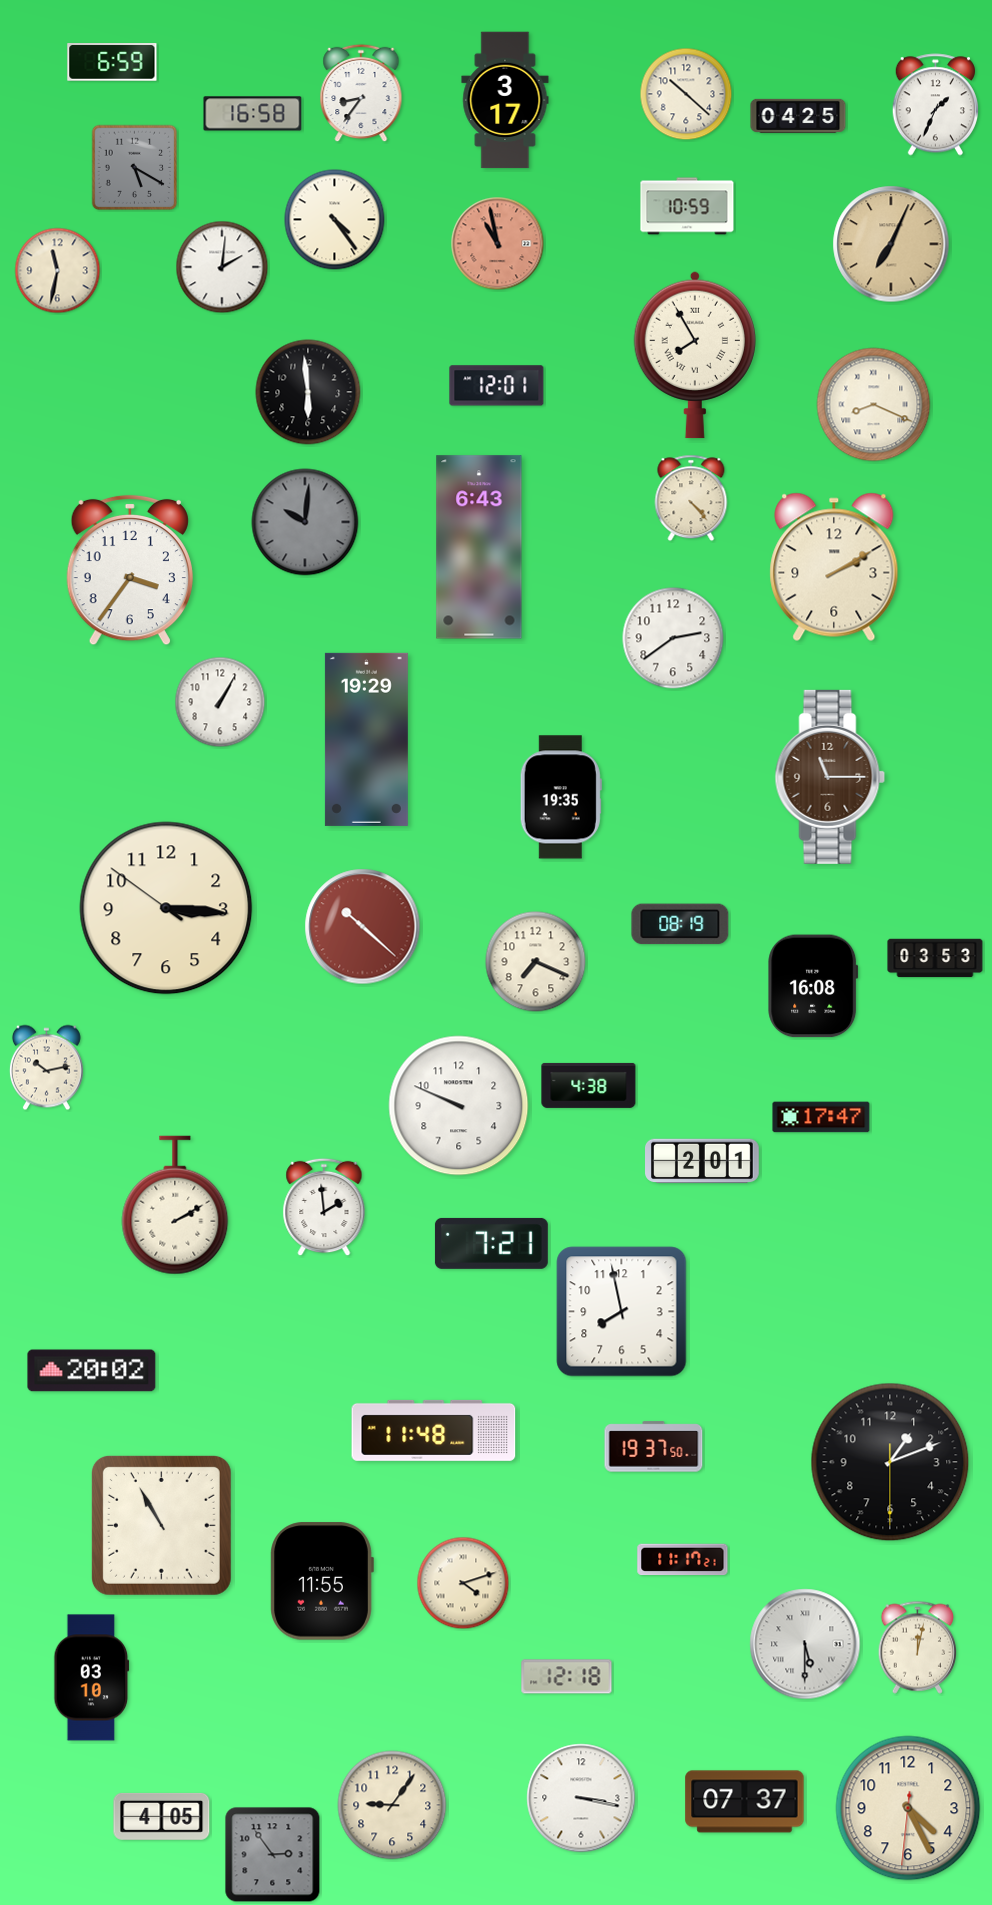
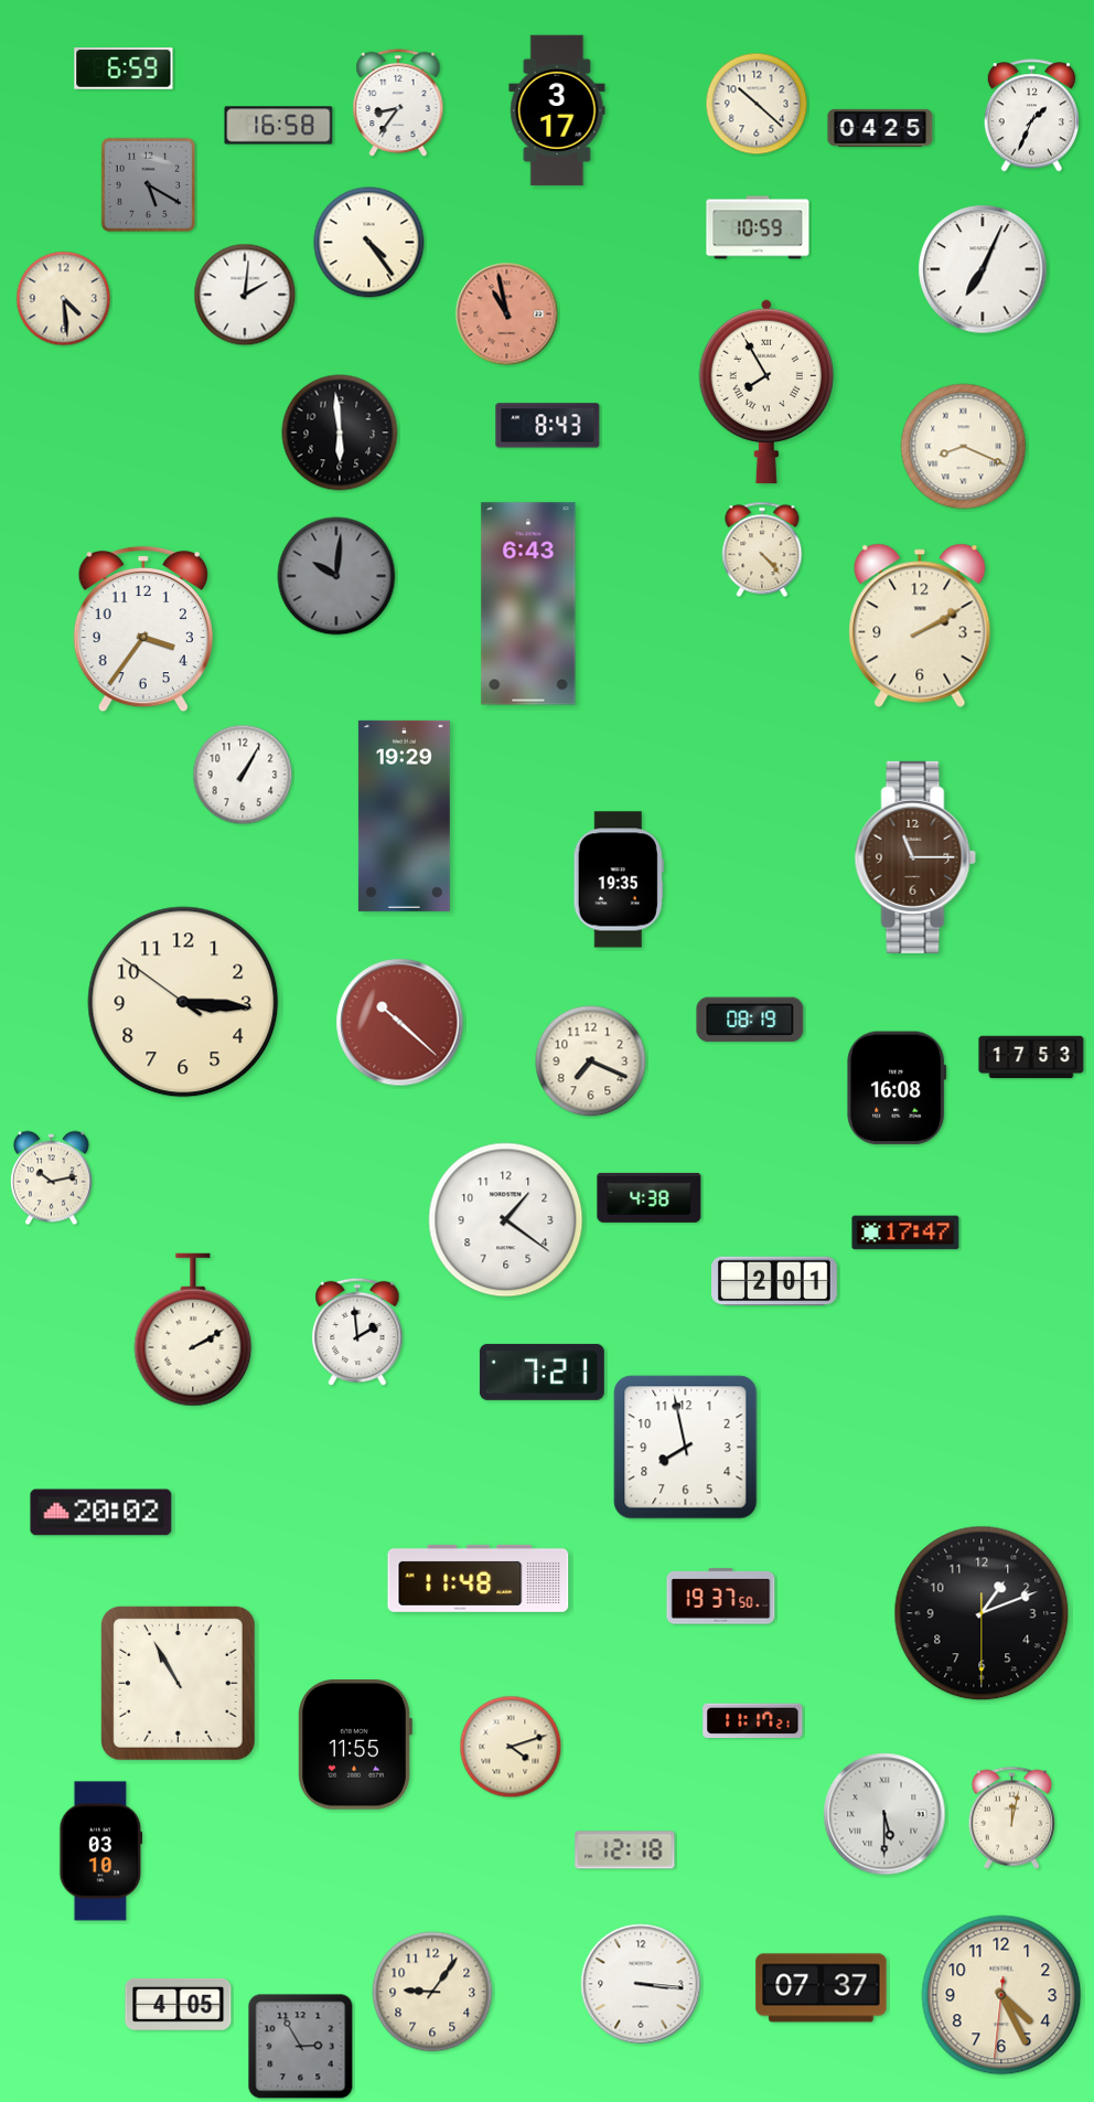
clock at (498, 244) position: (498, 244) -> (507, 314)
clock at (891, 244) dial: champagne -> white
clock at (58, 271): 11:32 -> 4:29
clock at (497, 386): 12:01 -> 8:43
clock at (673, 638): 2:39 -> none
clock at (935, 958): 03:53 -> 17:53
clock at (459, 1106): 9:49 -> 1:21
clock at (805, 1644) position: (805, 1644) -> (884, 1814)
clock at (581, 1798): 3:17 -> 3:16
clock at (273, 1855): 2:54 -> 2:55
